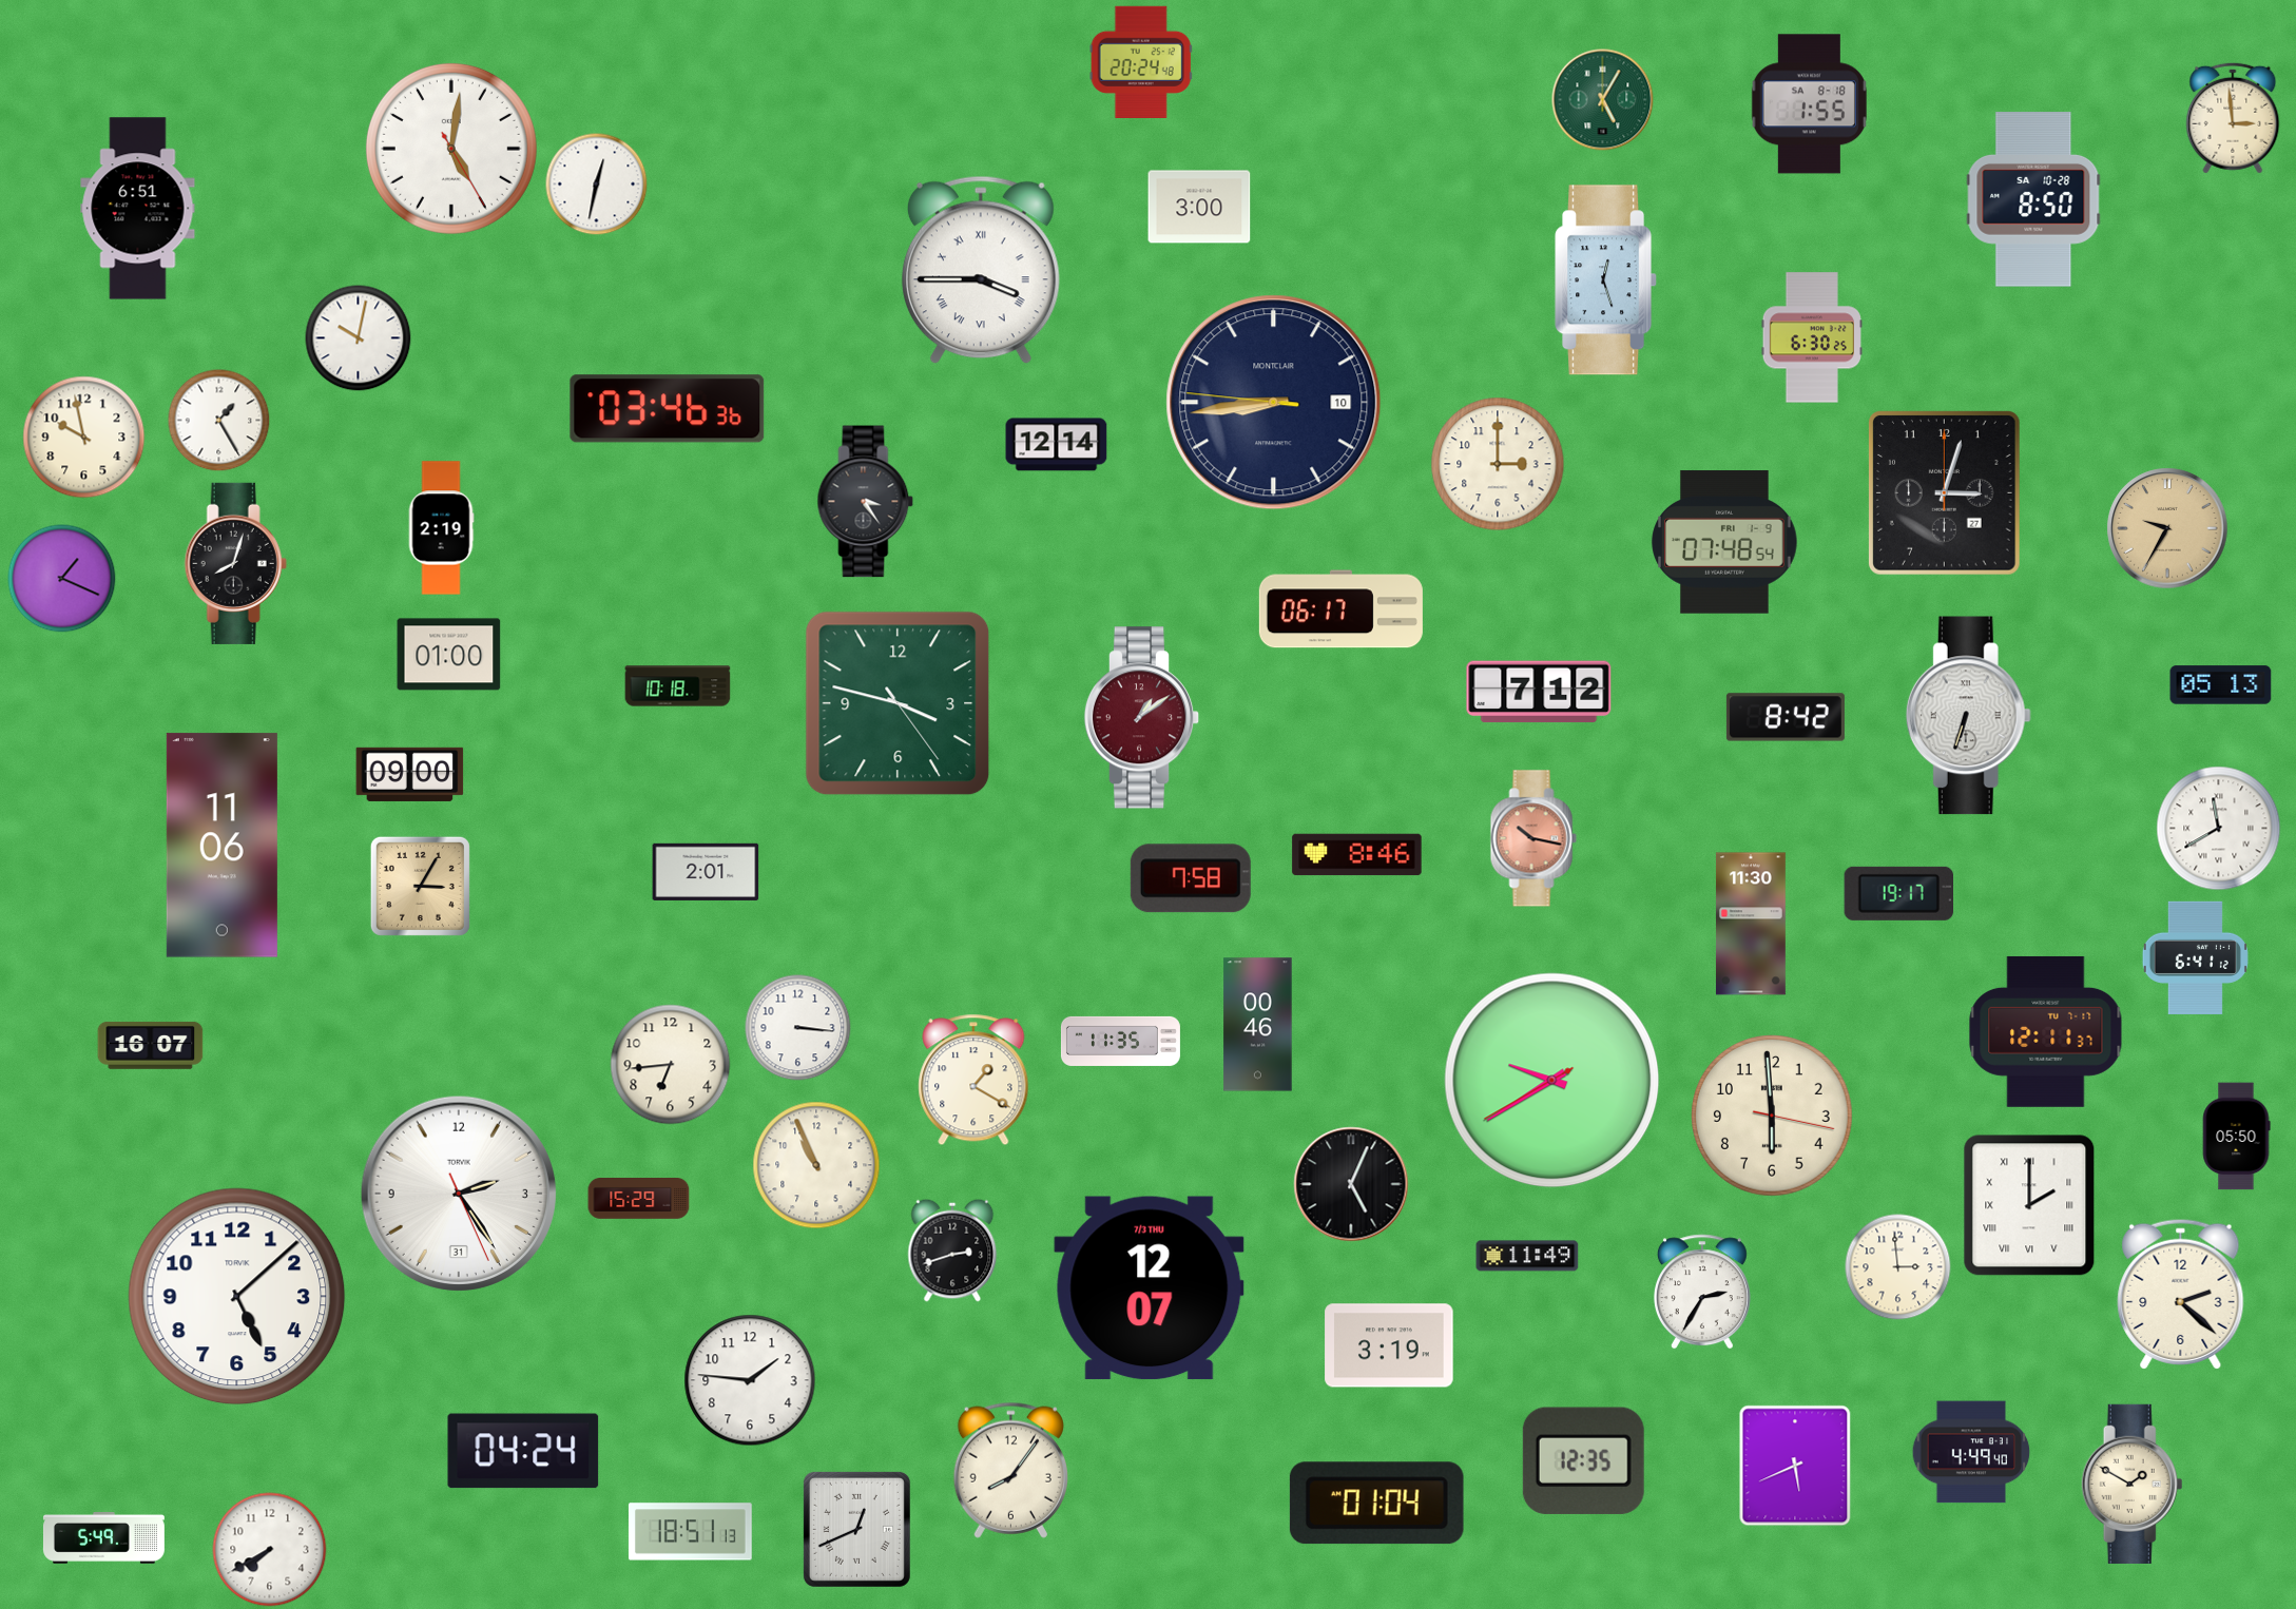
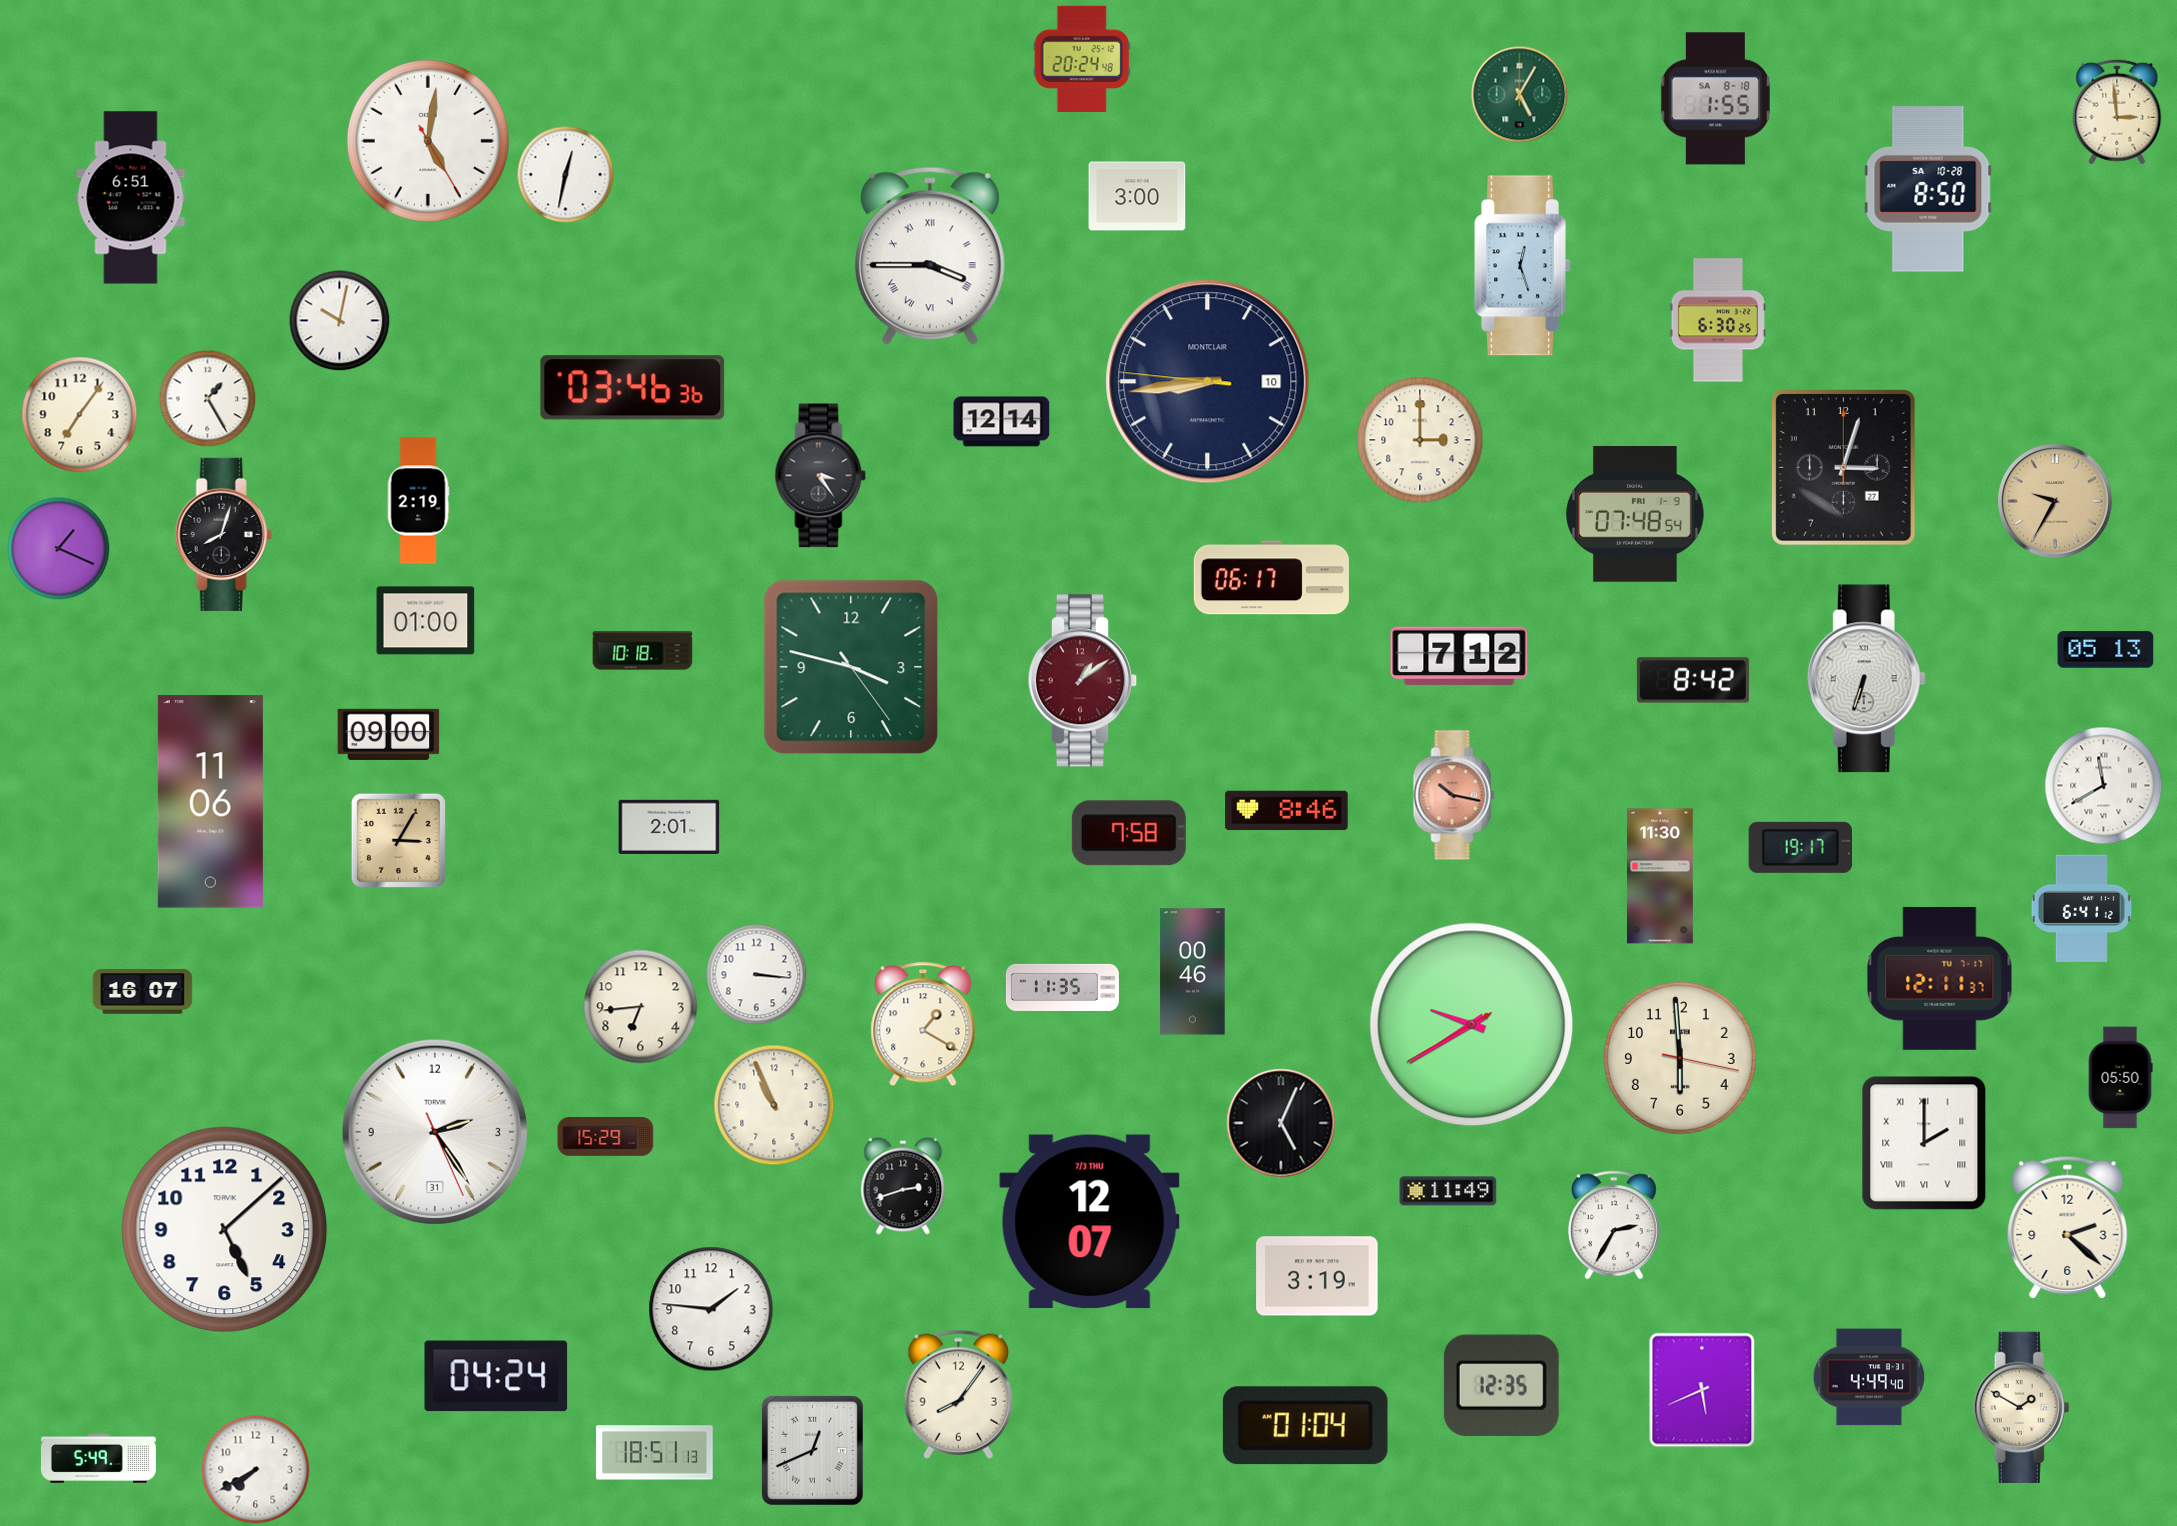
clock at (84, 438): 9:58 -> 7:06
clock at (671, 1065) position: (671, 1065) -> (641, 1007)
clock at (1898, 1267): 2:59 -> none
